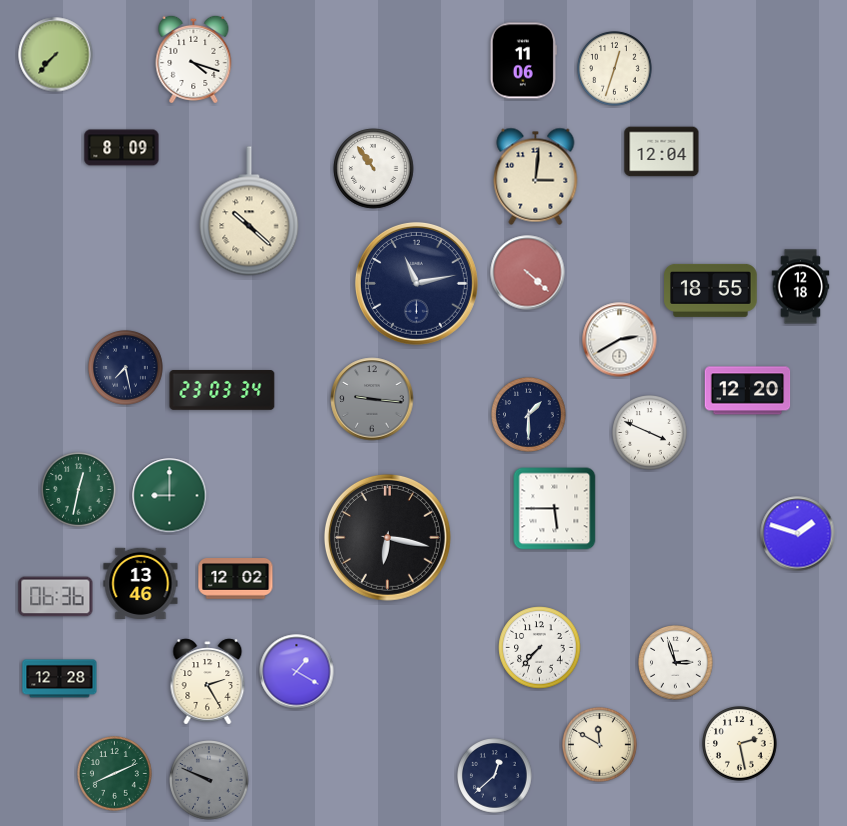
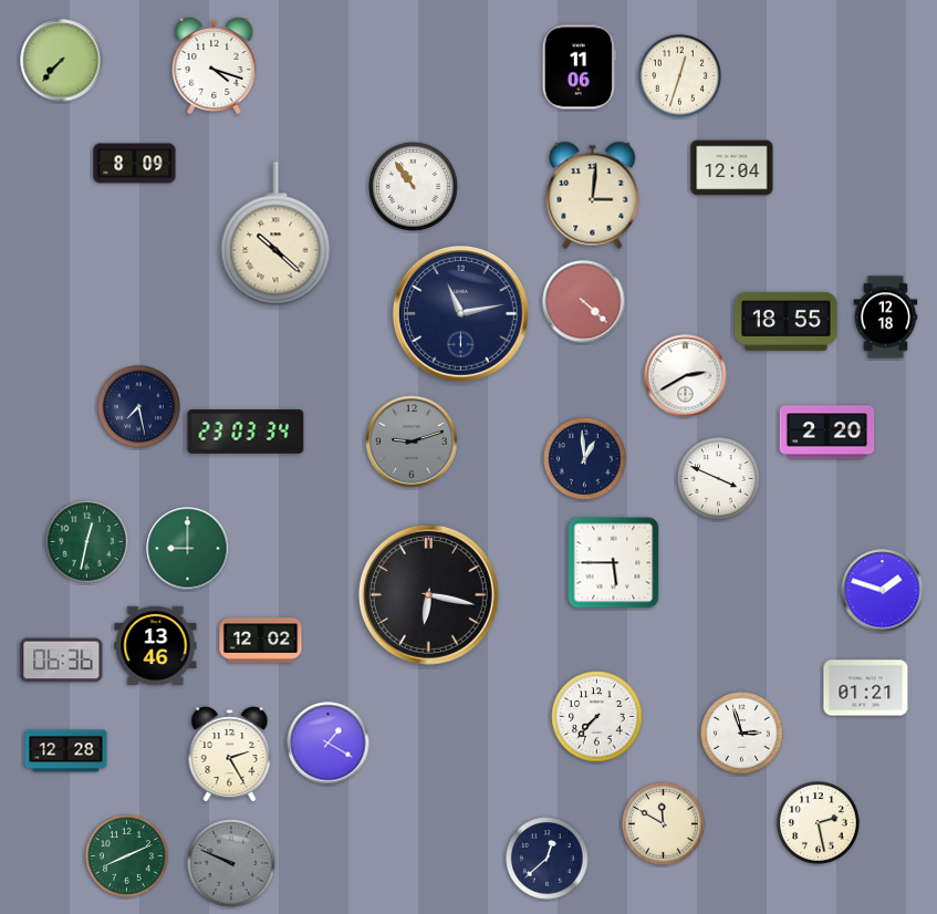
clock at (748, 391): 12:20 -> 2:20
clock at (372, 399): 9:16 -> 9:12
clock at (529, 415): 1:30 -> 12:59
clock at (866, 688): none -> 01:21
clock at (676, 663) position: (676, 663) -> (742, 734)
